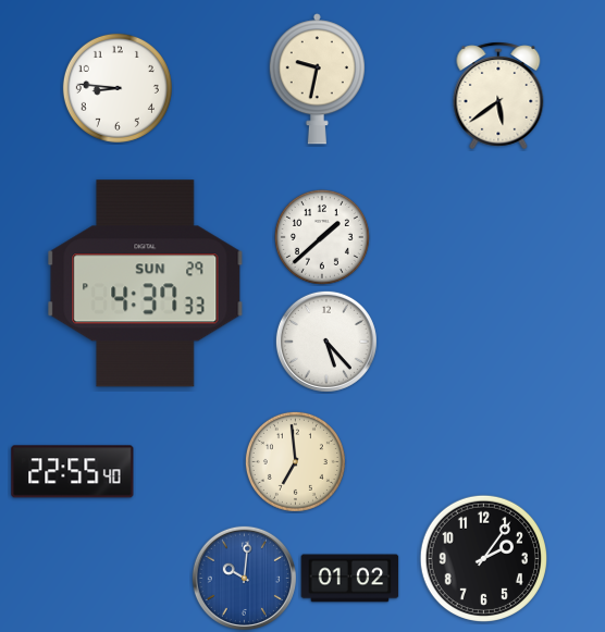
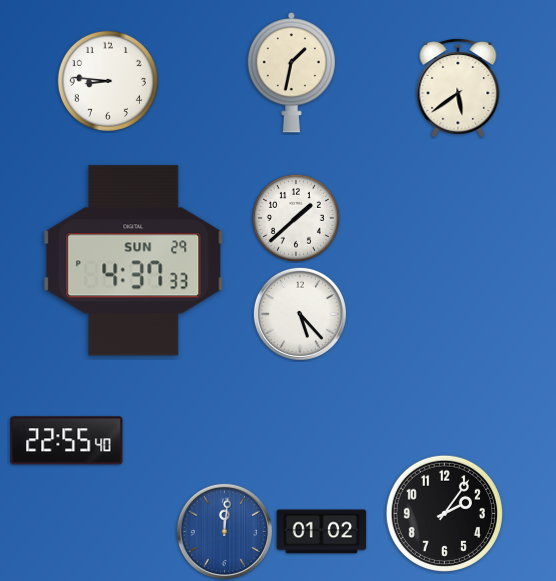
clock at (317, 79): 9:32 -> 1:32
clock at (295, 461): 6:59 -> none
clock at (73, 472) position: (73, 472) -> (67, 441)
clock at (244, 578): 10:01 -> 12:01
